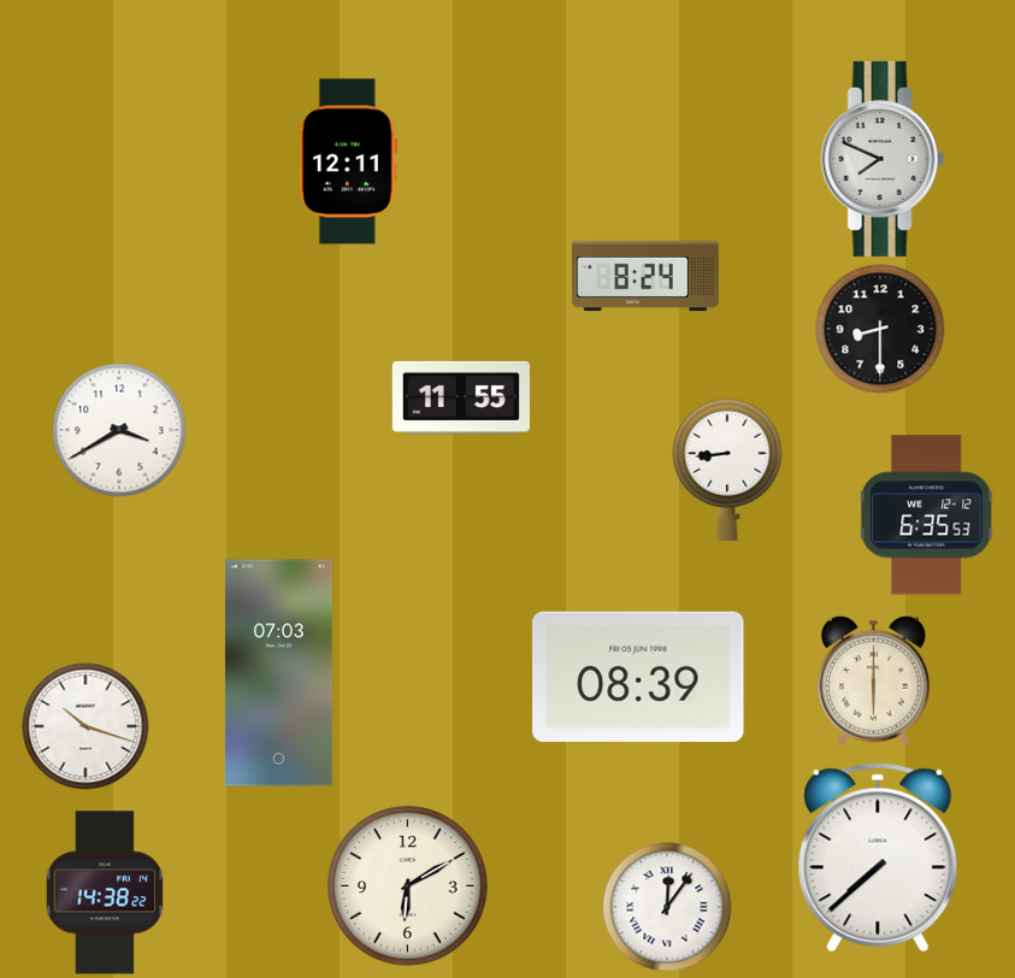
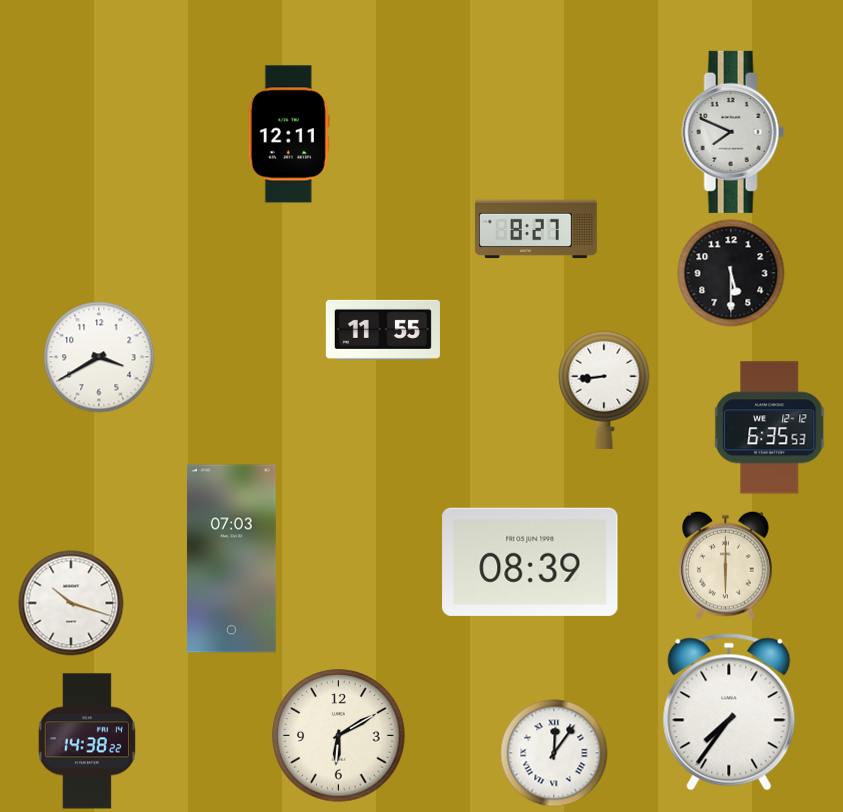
clock at (645, 276): 8:24 -> 8:27
clock at (880, 329): 8:30 -> 5:30
clock at (878, 858): 7:38 -> 7:36
